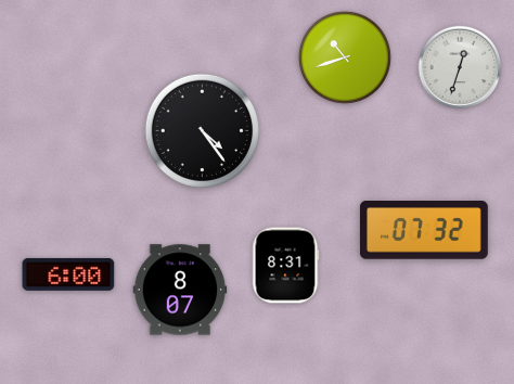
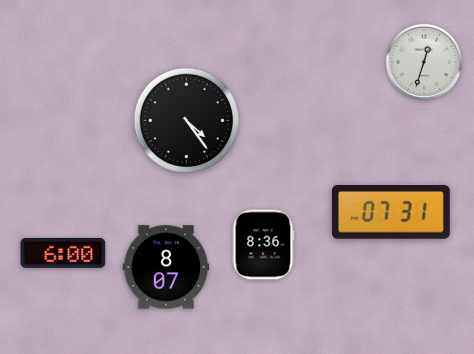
clock at (345, 57): 10:42 -> none
clock at (424, 230): 07:32 -> 07:31
clock at (285, 266): 8:31 -> 8:36
